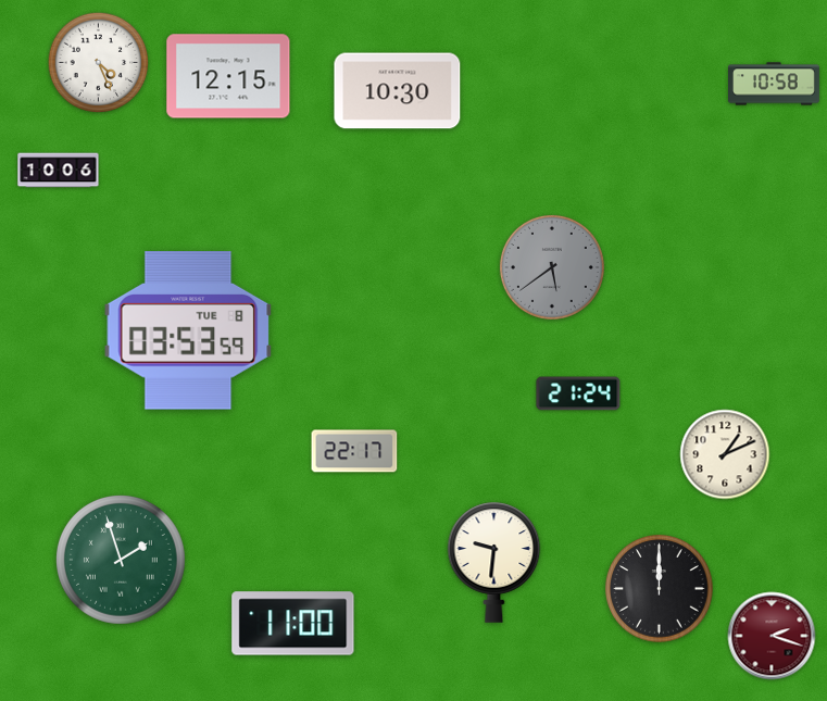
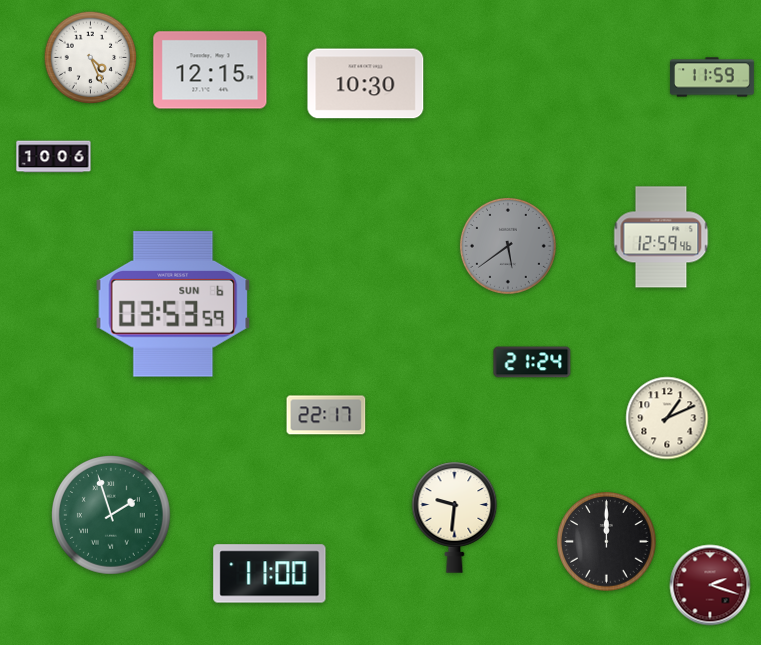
clock at (775, 84): 10:58 -> 11:59
clock at (661, 237): none -> 12:59
clock at (188, 330) date: TUE 8 -> SUN 6
